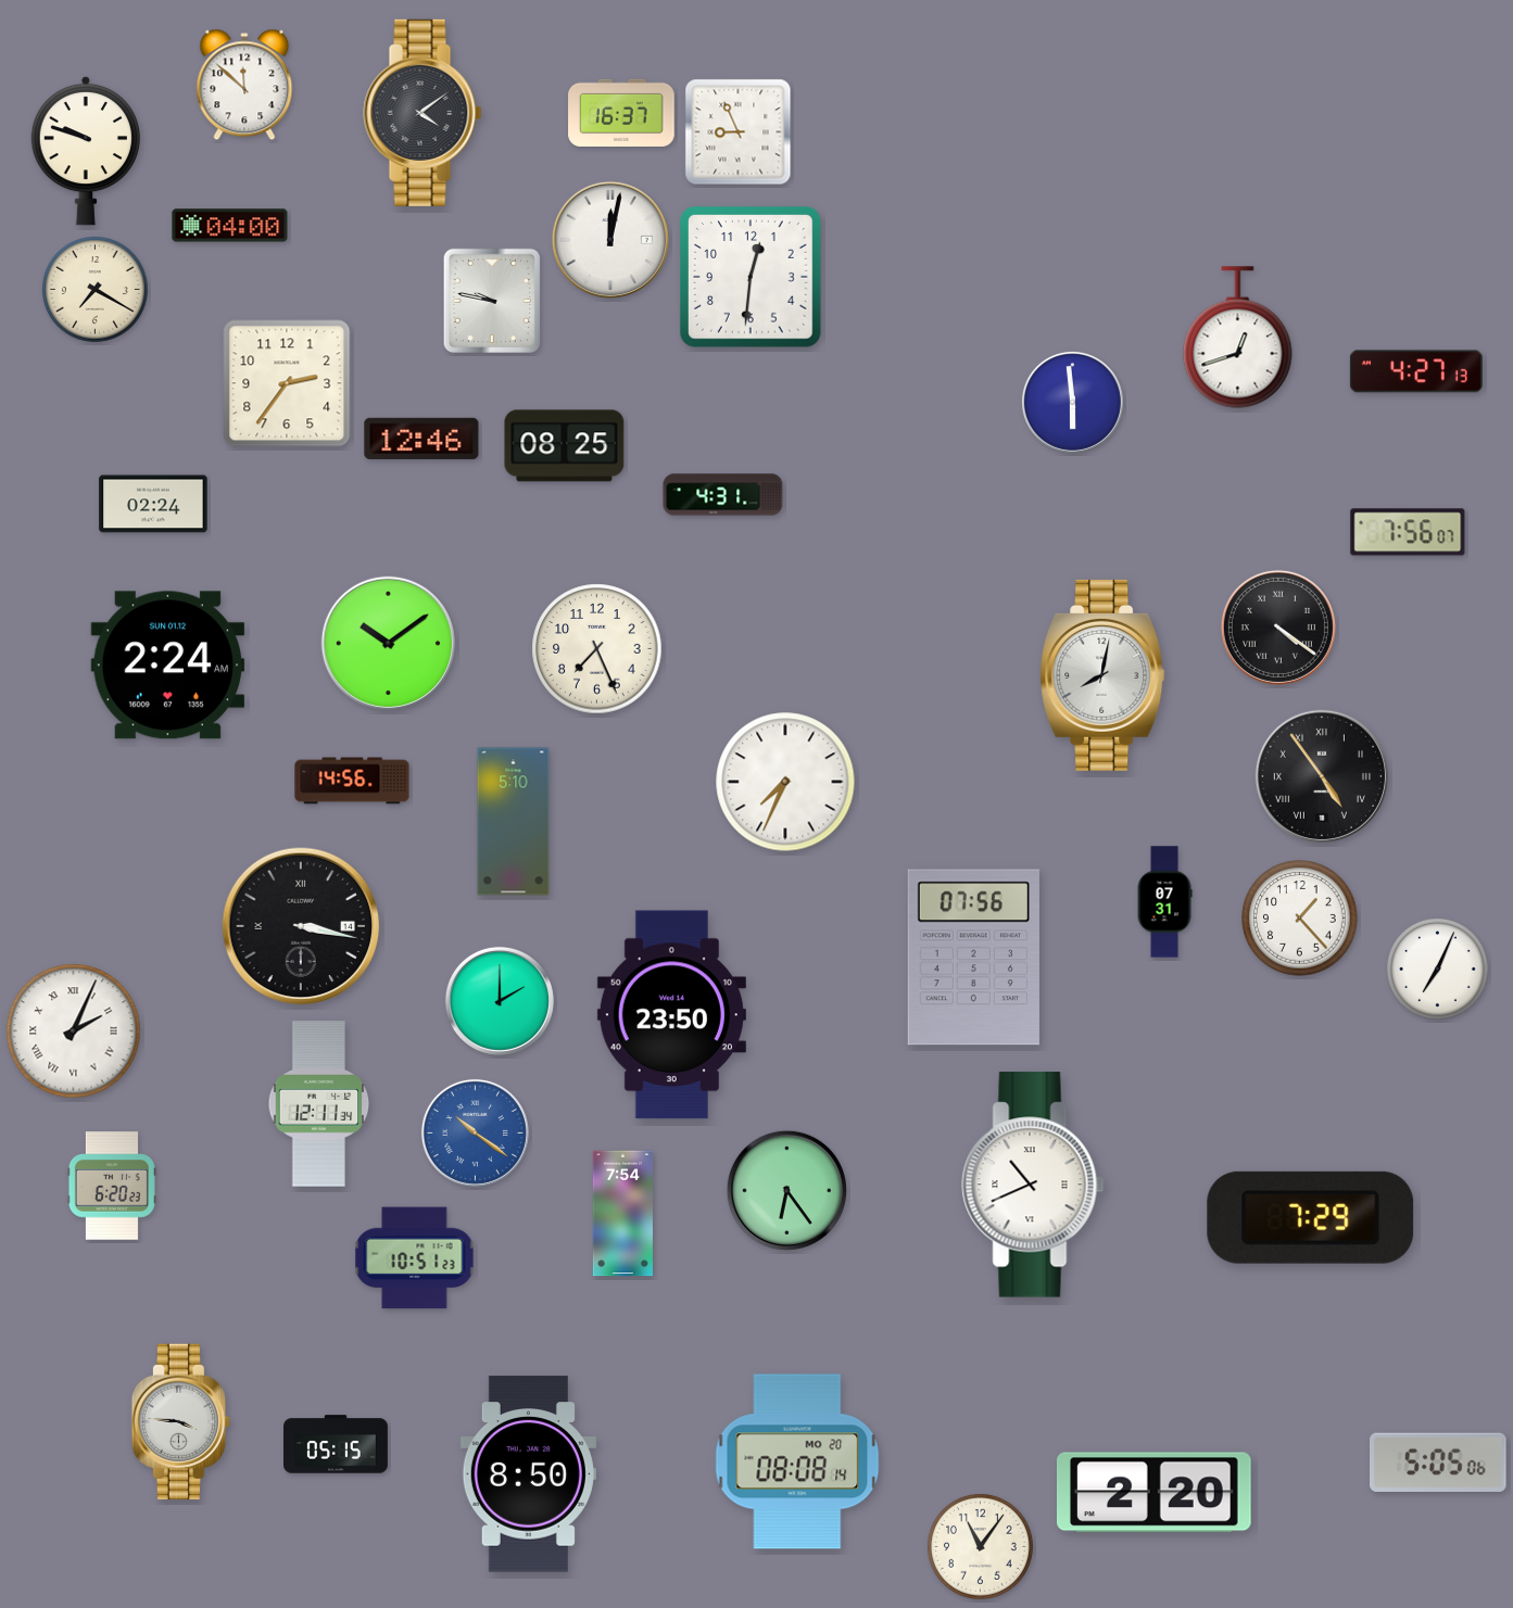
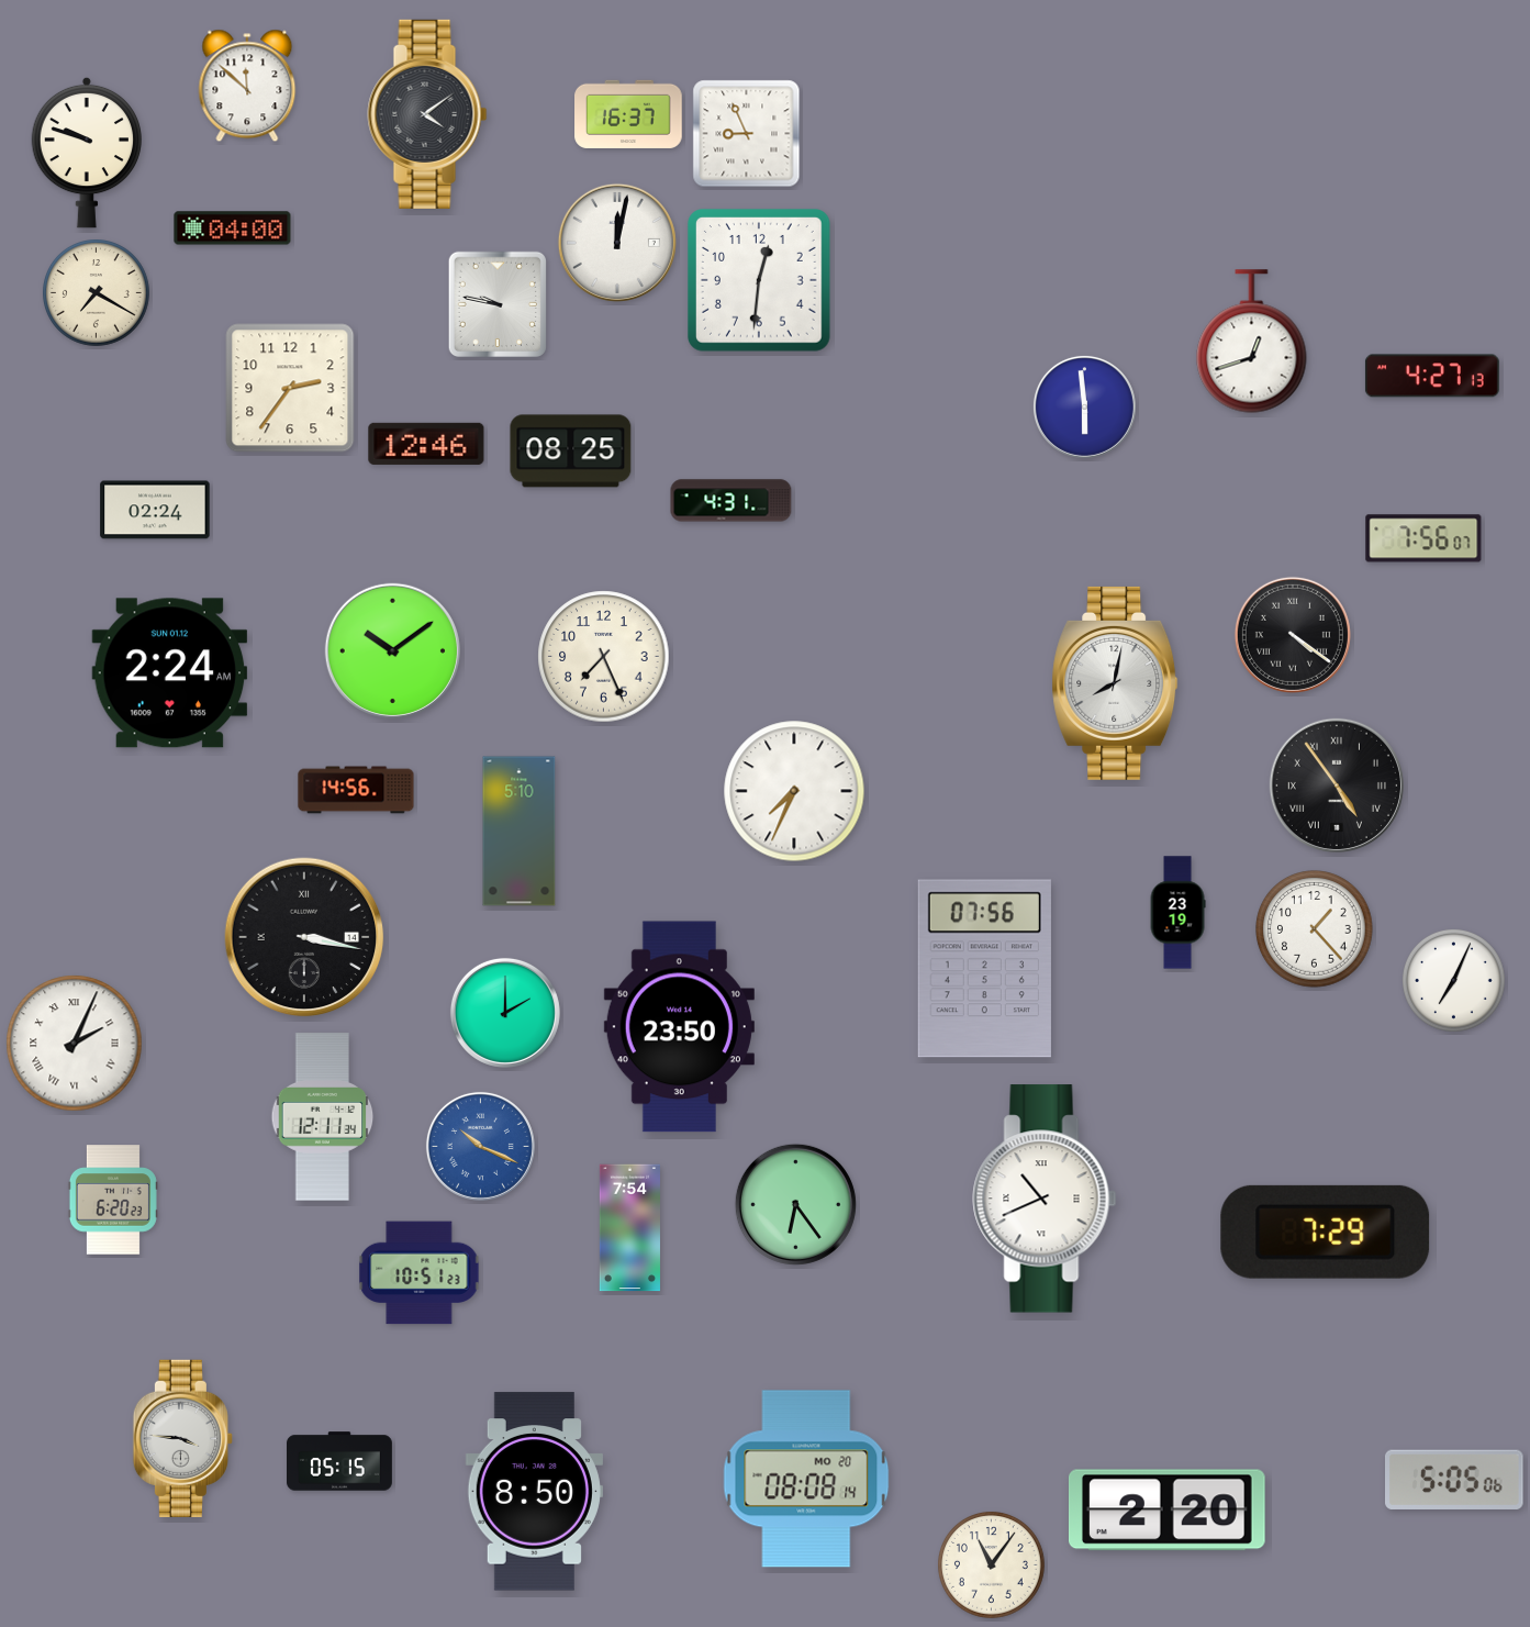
clock at (1164, 902): 07:31 -> 23:19
clock at (475, 1132): 10:21 -> 10:19
